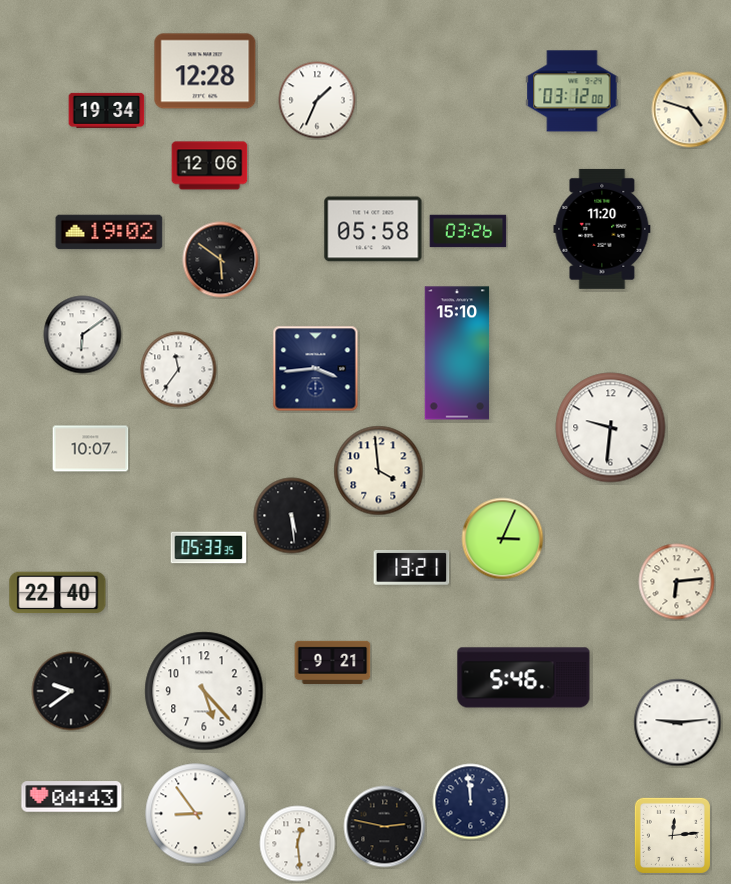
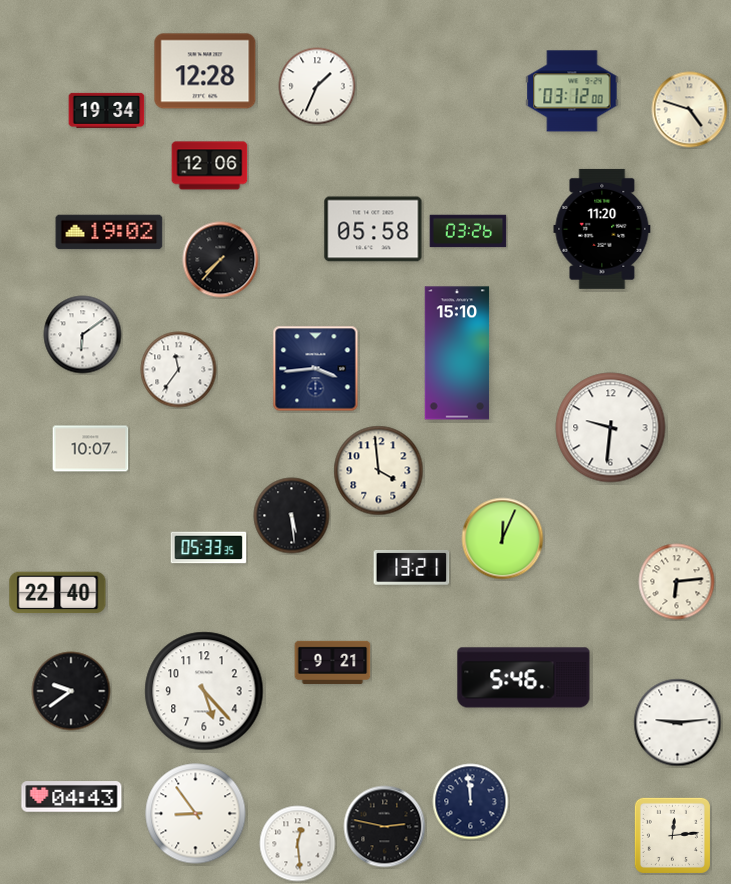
clock at (317, 100) position: (317, 100) -> (317, 86)
clock at (221, 260): 5:51 -> 7:37
clock at (503, 539): 3:04 -> 12:04
